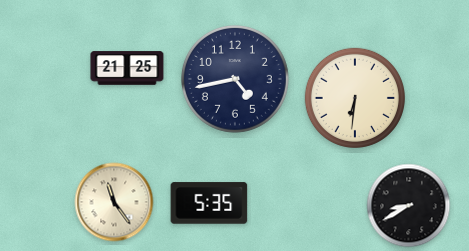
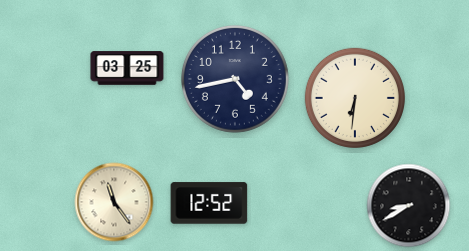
clock at (127, 68): 21:25 -> 03:25
clock at (209, 203): 5:35 -> 12:52
